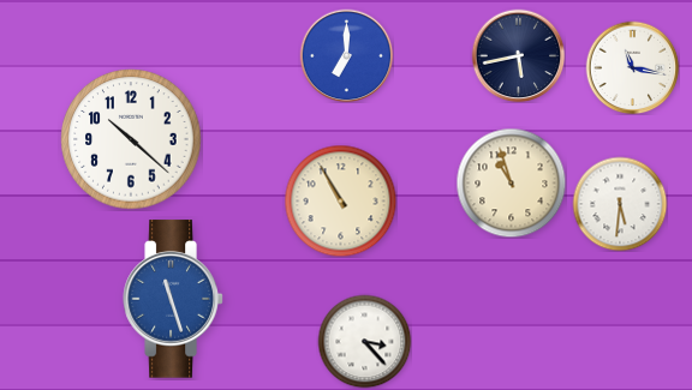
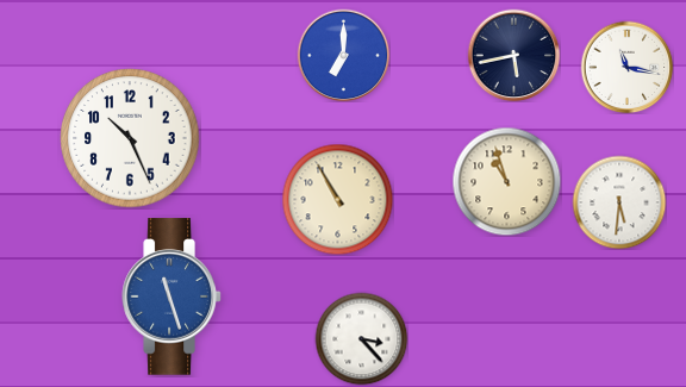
clock at (131, 139): 10:22 -> 10:26
clock at (620, 204) position: (620, 204) -> (619, 202)
